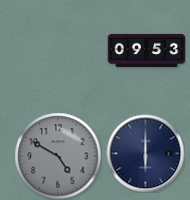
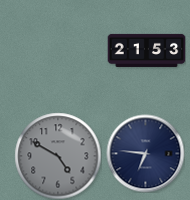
clock at (146, 50): 09:53 -> 21:53
clock at (145, 153): 6:00 -> 6:46
